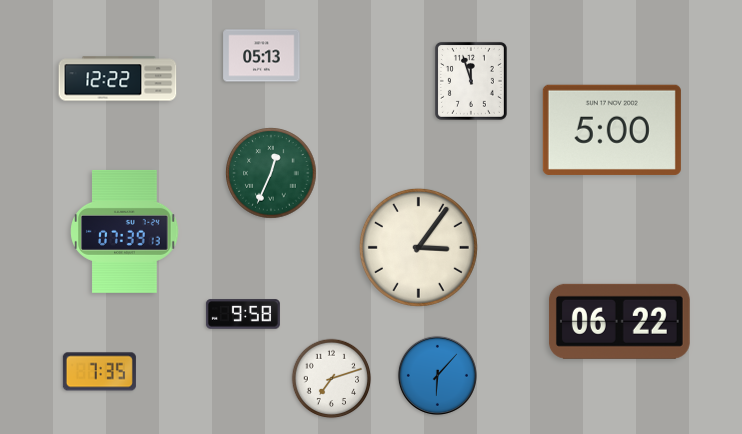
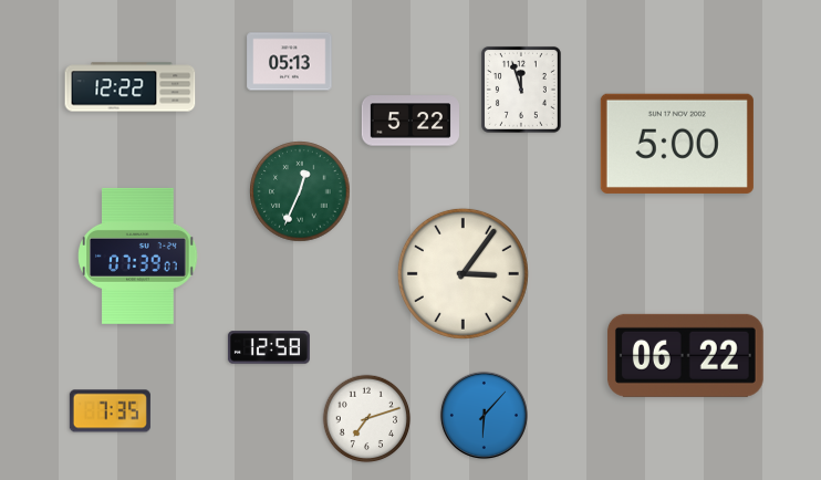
clock at (409, 121): none -> 5:22
clock at (125, 231): 07:39:13 -> 07:39:07
clock at (243, 314): 9:58 -> 12:58
